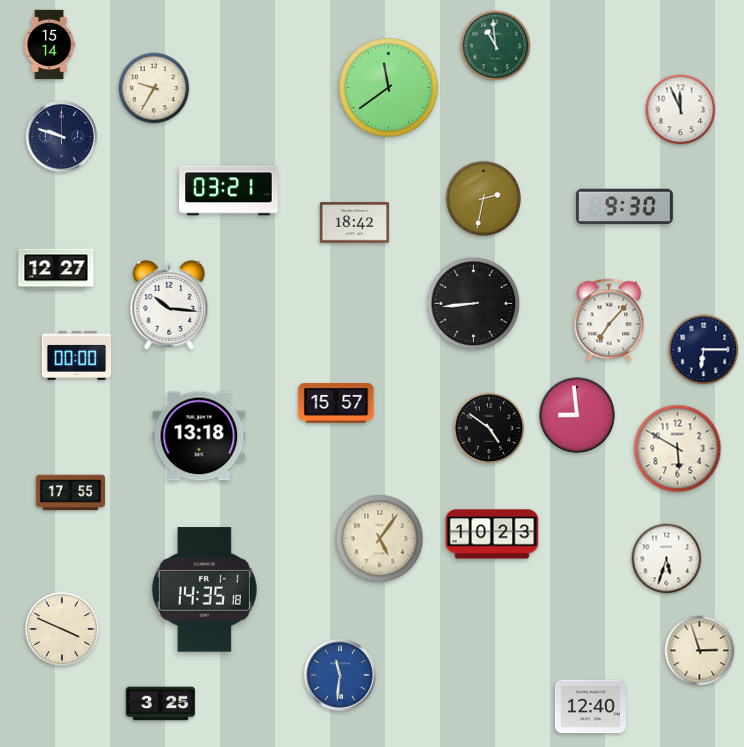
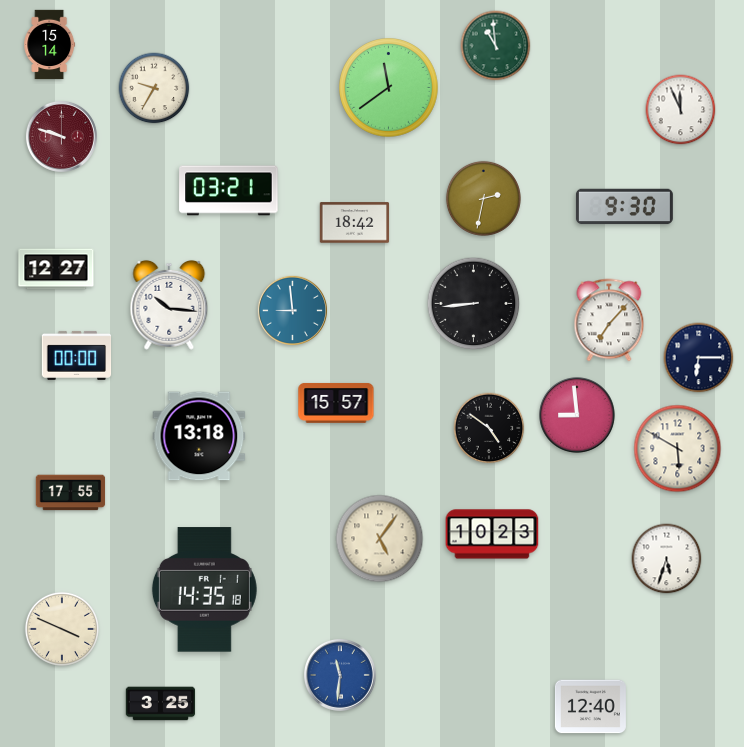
clock at (61, 136) dial: navy -> burgundy
clock at (292, 310): none -> 8:59
clock at (704, 350) position: (704, 350) -> (699, 358)
clock at (700, 651): 2:57 -> none
